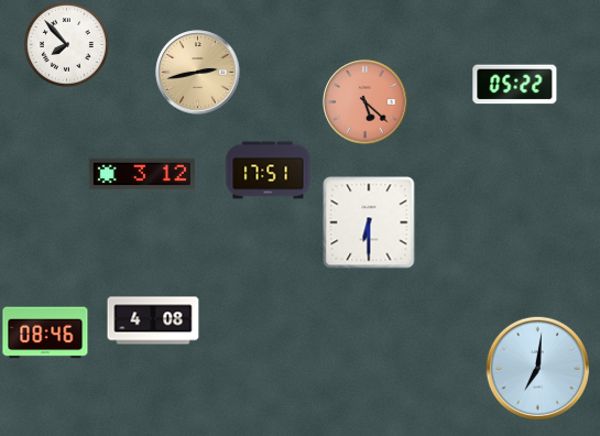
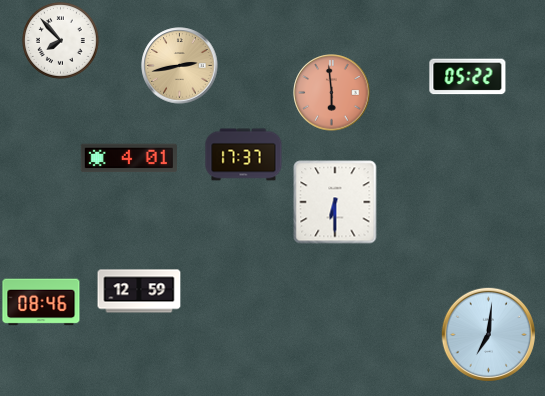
clock at (366, 102): 5:22 -> 5:59
clock at (269, 171): 17:51 -> 17:37
clock at (142, 174): 3:12 -> 4:01
clock at (153, 320): 4:08 -> 12:59
